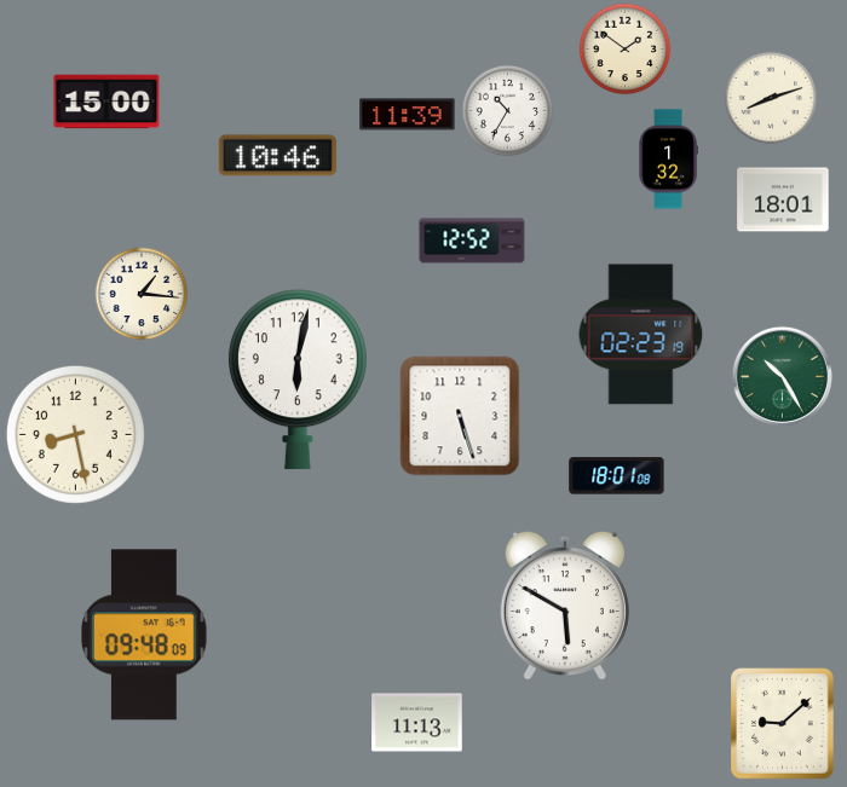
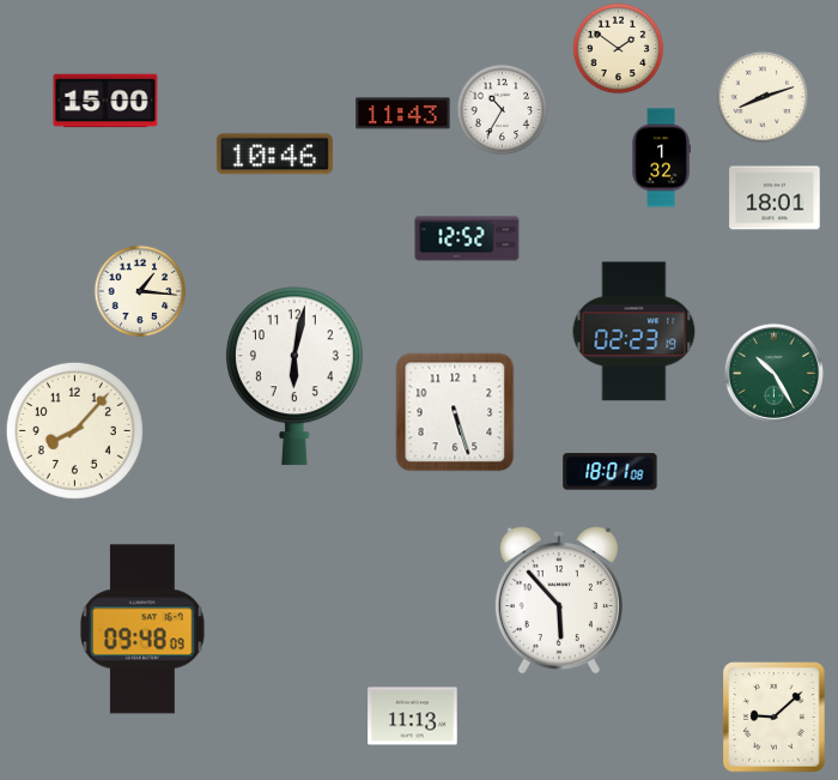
clock at (408, 115): 11:39 -> 11:43
clock at (75, 434): 8:28 -> 8:07
clock at (565, 606): 5:50 -> 5:53
